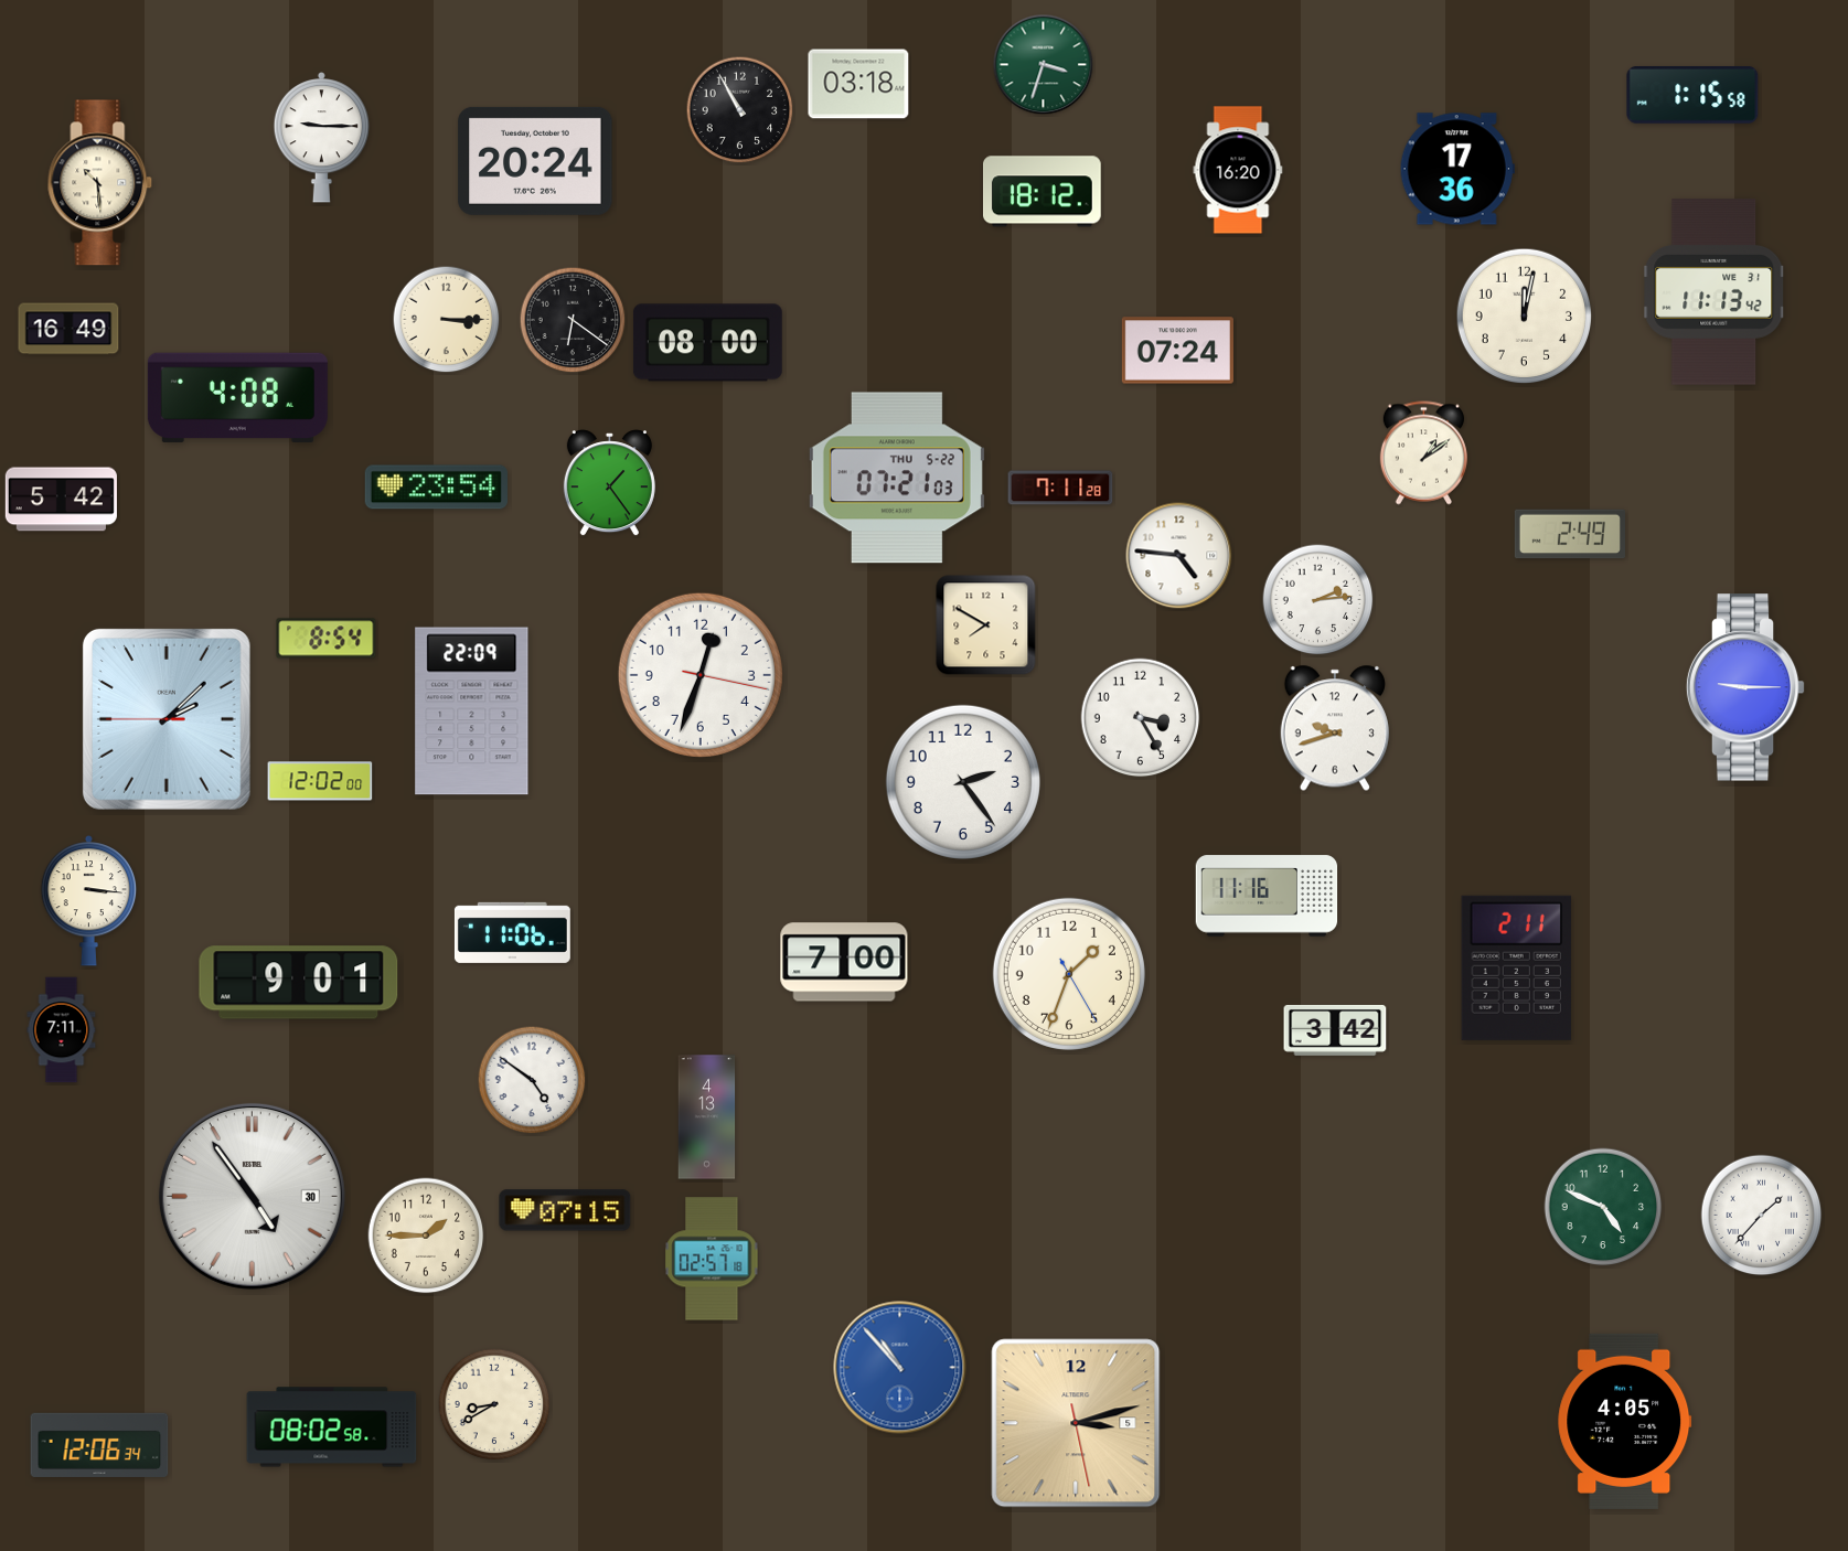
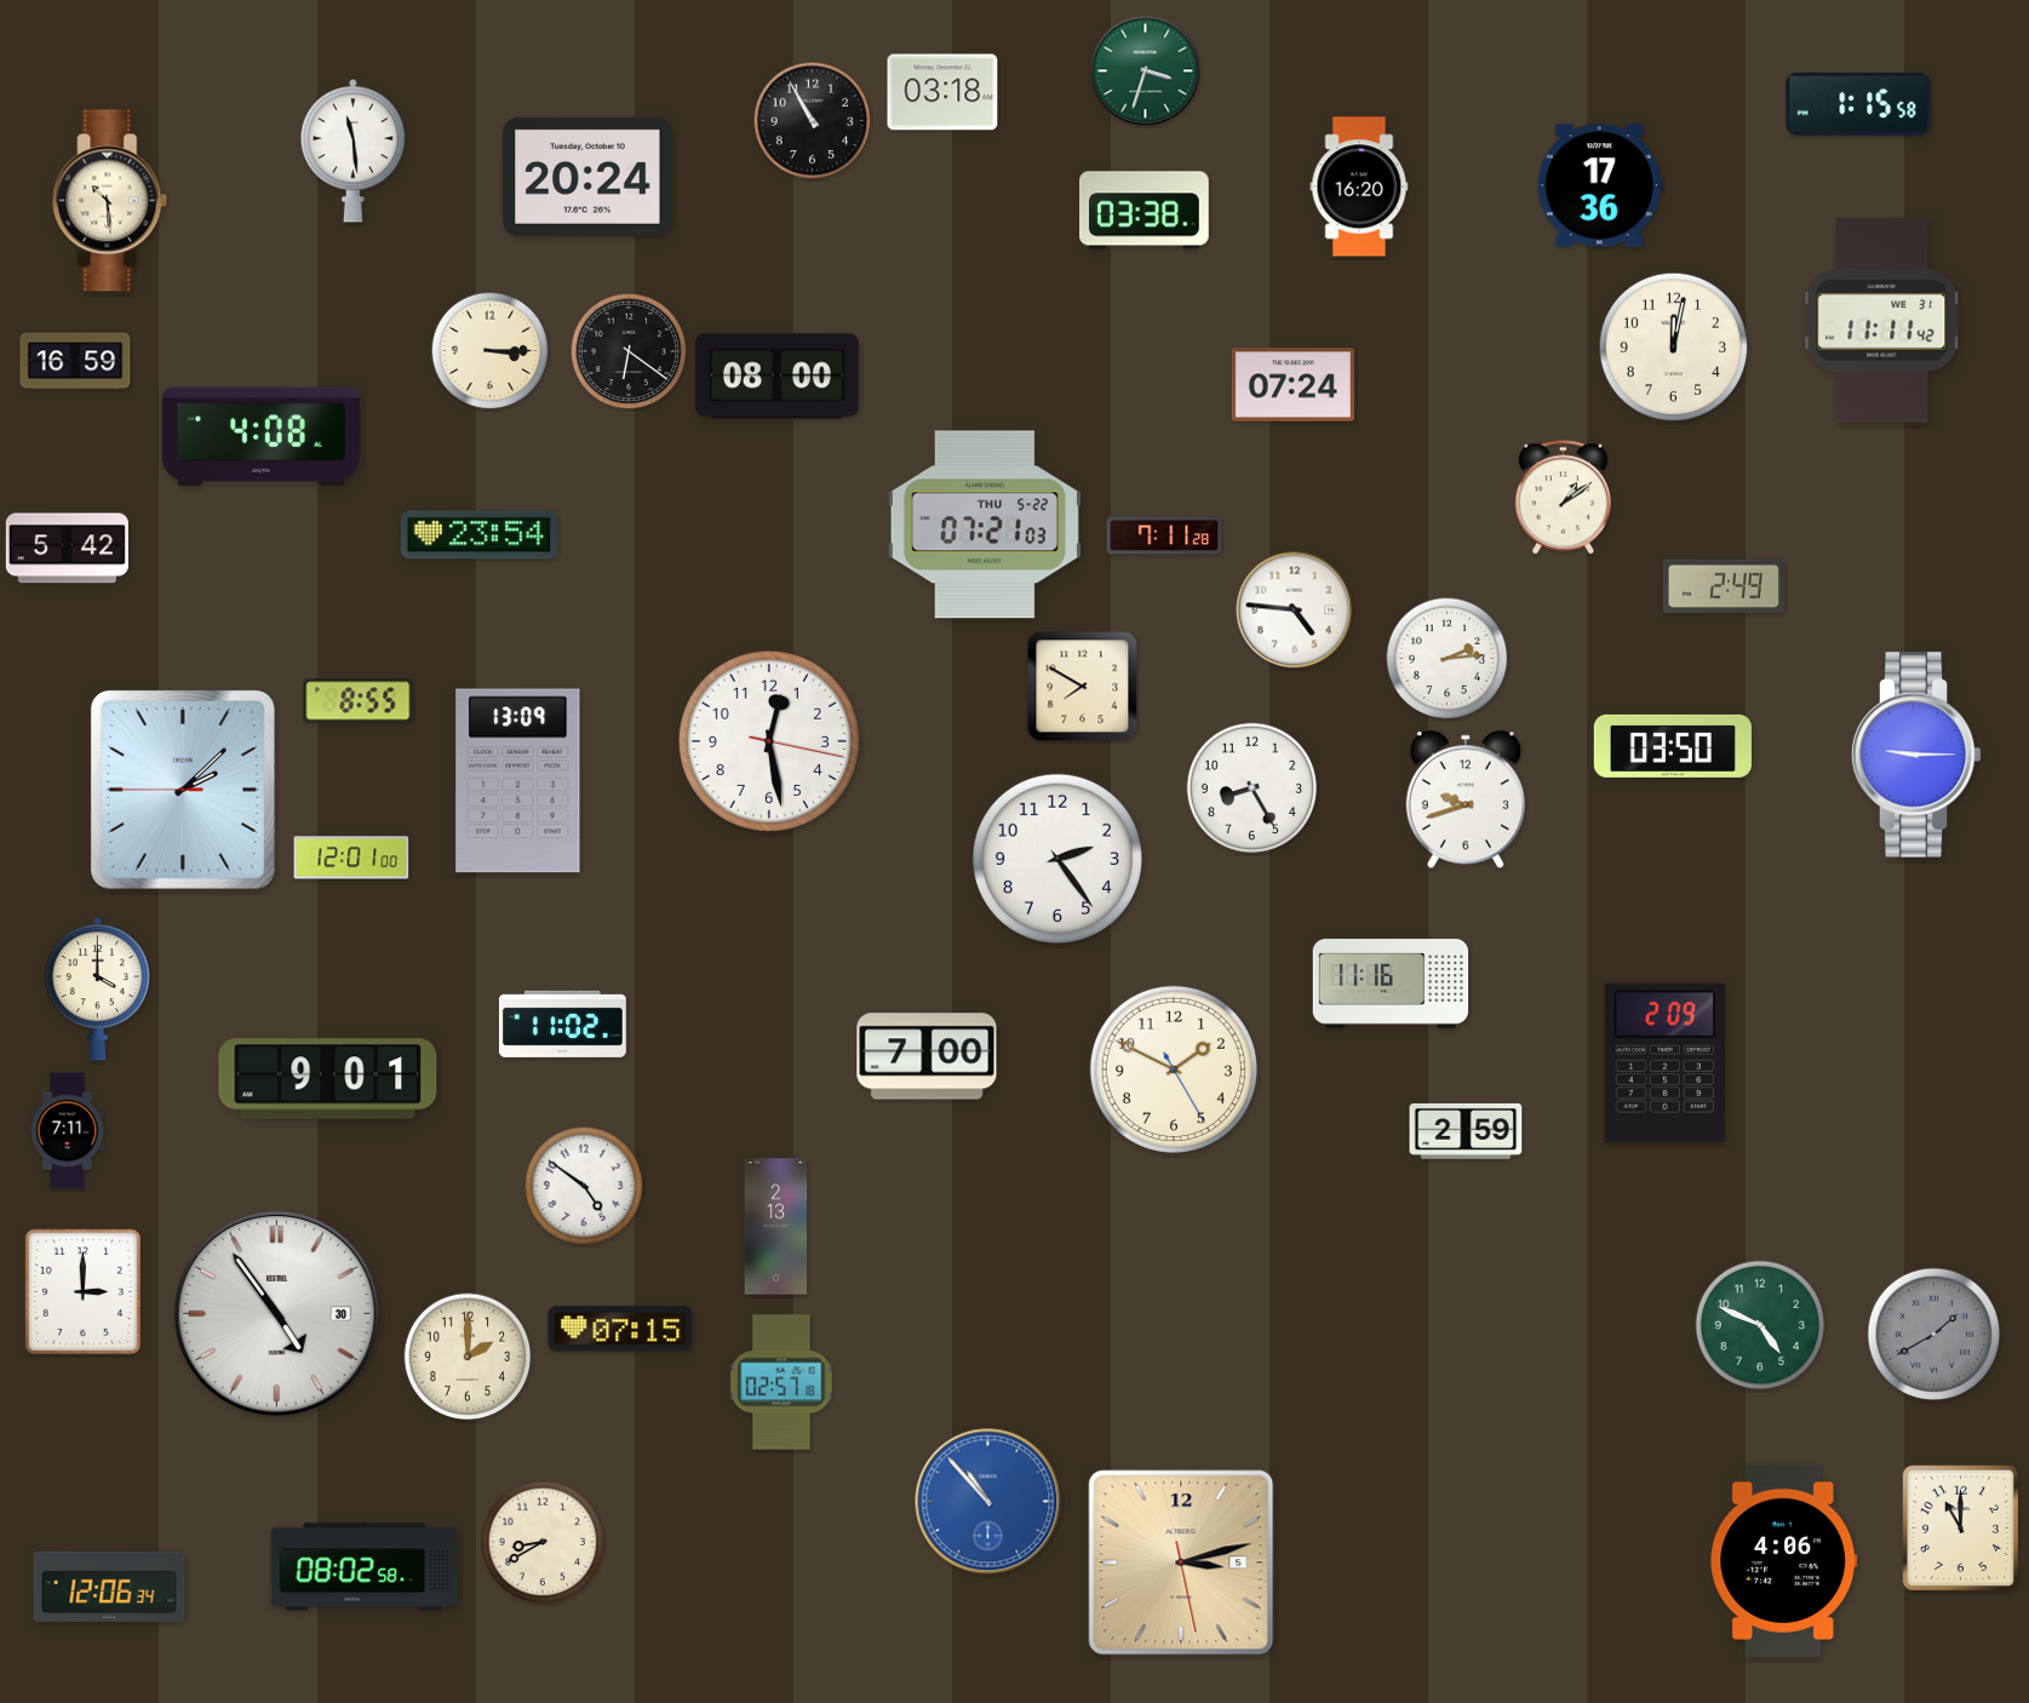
clock at (322, 138): 9:15 -> 11:29
clock at (1043, 192): 18:12 -> 03:38
clock at (1715, 292): 11:13 -> 11:11
clock at (68, 329): 16:49 -> 16:59
clock at (609, 483): 1:24 -> none
clock at (327, 639): 8:54 -> 8:55
clock at (701, 675): 12:33 -> 12:28
clock at (1673, 746): none -> 03:50
clock at (472, 712): 22:09 -> 13:09
clock at (1141, 718): 3:25 -> 8:25
clock at (320, 781): 12:02 -> 12:01
clock at (89, 901): 3:16 -> 4:00
clock at (512, 932): 11:06 -> 11:02
clock at (1516, 967): 2:11 -> 2:09
clock at (1069, 974): 1:33 -> 1:49
clock at (1335, 1030): 3:42 -> 2:59
clock at (707, 1117): 4:13 -> 2:13
clock at (84, 1292): none -> 3:00
clock at (1762, 1216): 1:37 -> 1:40
clock at (1762, 1216) dial: white -> grey
clock at (426, 1236): 1:45 -> 2:00
clock at (1961, 1529): none -> 11:00
clock at (1625, 1421): 4:05 -> 4:06
